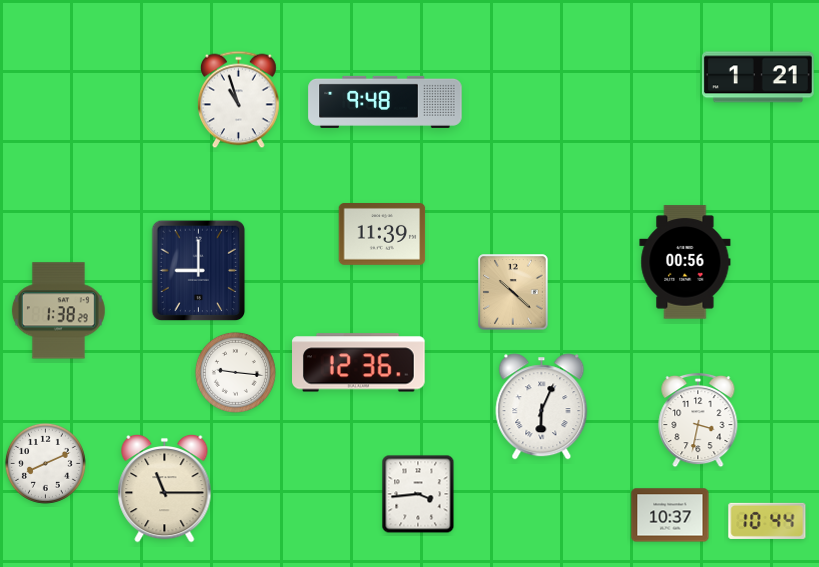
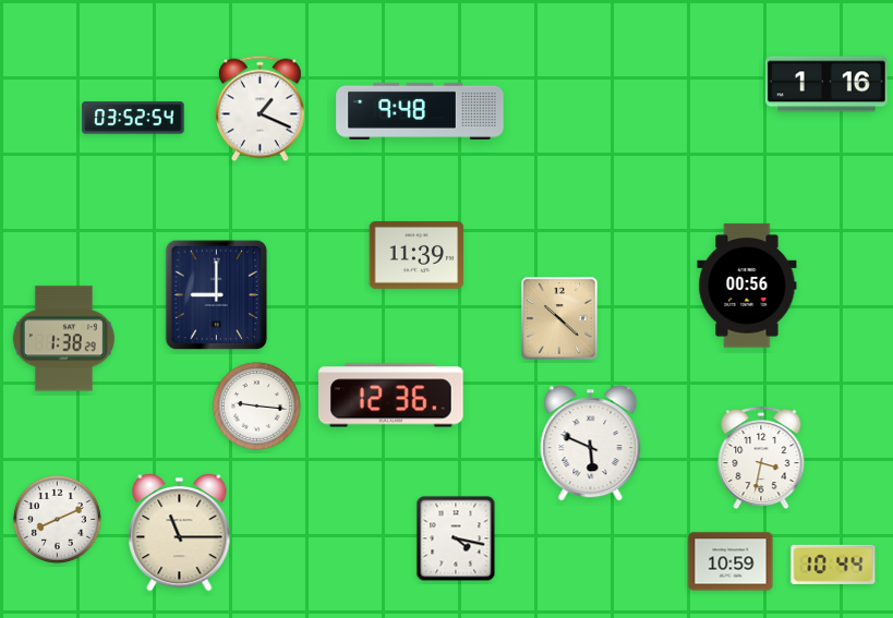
clock at (758, 77): 1:21 -> 1:16
clock at (239, 100): 10:57 -> 1:19
clock at (133, 118): none -> 03:52
clock at (542, 407): 6:04 -> 5:49
clock at (45, 463) position: (45, 463) -> (57, 519)
clock at (418, 494): 3:44 -> 4:17
clock at (670, 515): 10:37 -> 10:59
clock at (767, 521) position: (767, 521) -> (833, 565)
